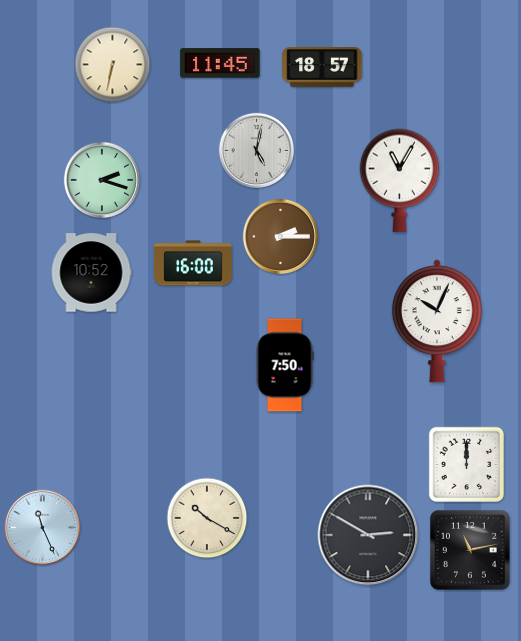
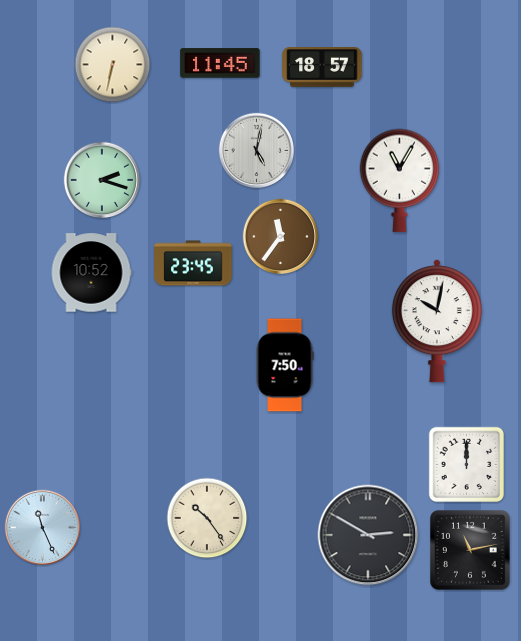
clock at (281, 237): 2:15 -> 11:36
clock at (193, 263): 16:00 -> 23:45
clock at (437, 321): 10:04 -> 10:02
clock at (207, 518): 10:20 -> 10:24
